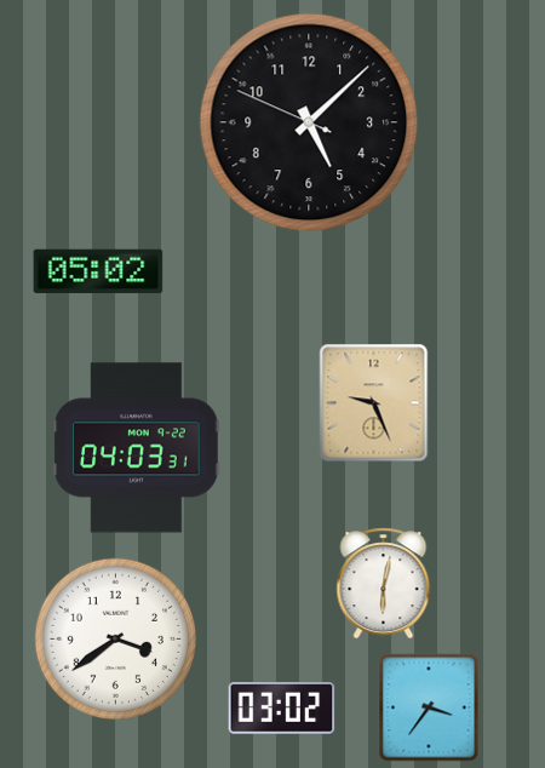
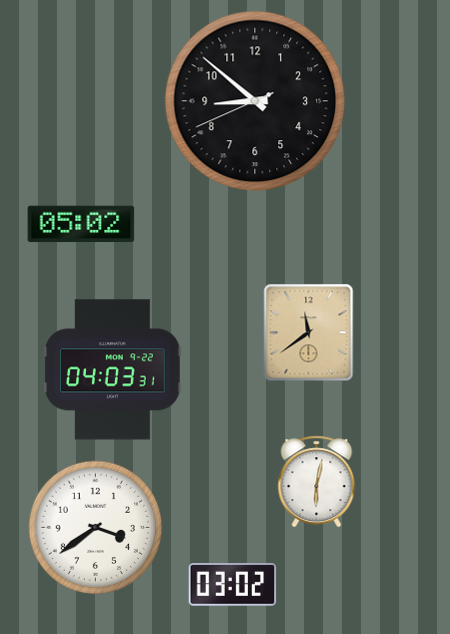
clock at (309, 122): 5:07 -> 8:51
clock at (374, 403): 9:26 -> 11:39
clock at (429, 707): 3:36 -> none
